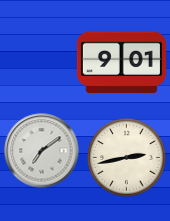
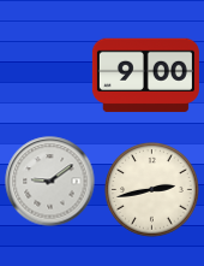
clock at (121, 63): 9:01 -> 9:00
clock at (42, 151): 7:09 -> 9:09
